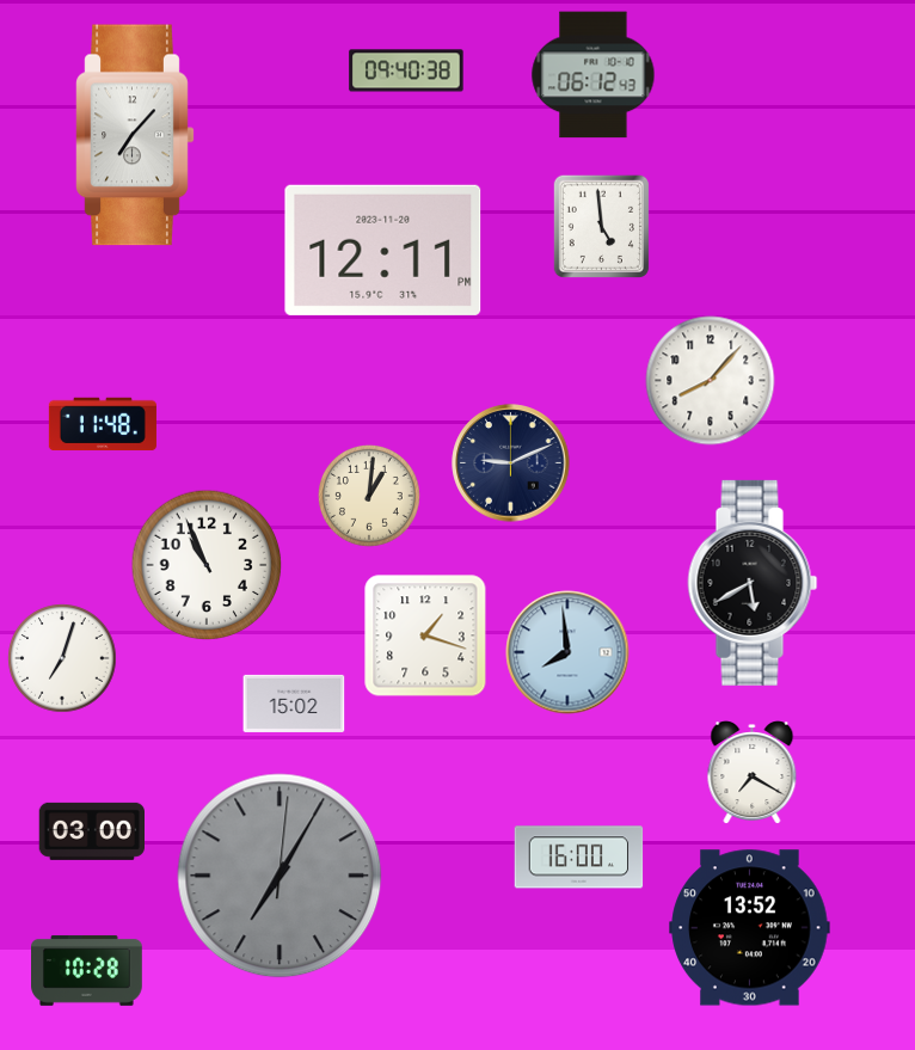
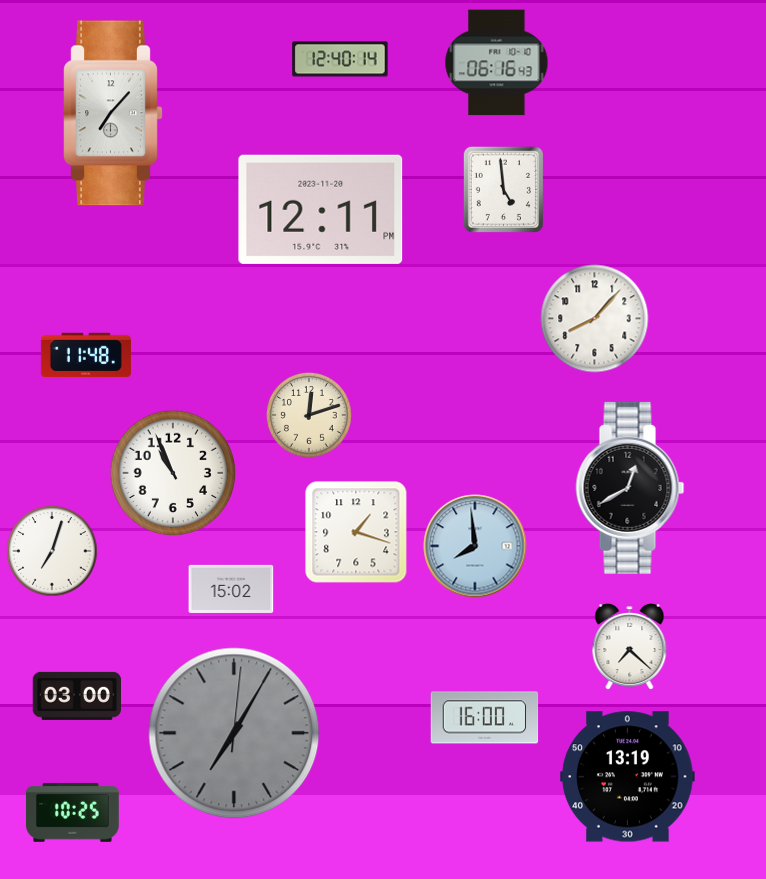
clock at (406, 70): 09:40 -> 12:40
clock at (594, 75): 06:12 -> 06:16
clock at (511, 463): 9:11 -> none
clock at (369, 496): 1:01 -> 12:12
clock at (753, 583): 5:40 -> 12:40
clock at (294, 704) position: (294, 704) -> (231, 589)
clock at (753, 773): 7:20 -> 7:22
clock at (750, 928): 13:52 -> 13:19
clock at (87, 970): 10:28 -> 10:25
